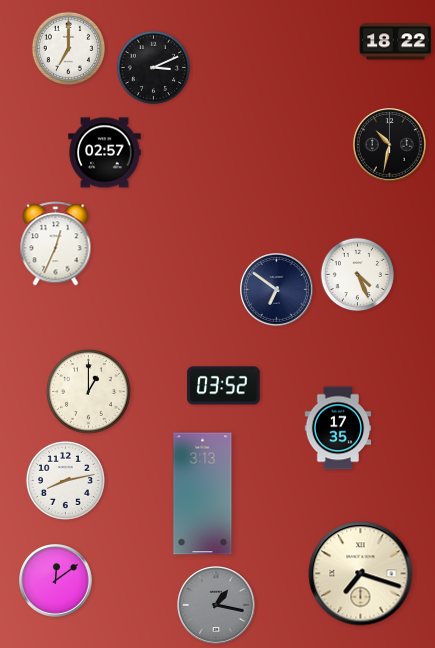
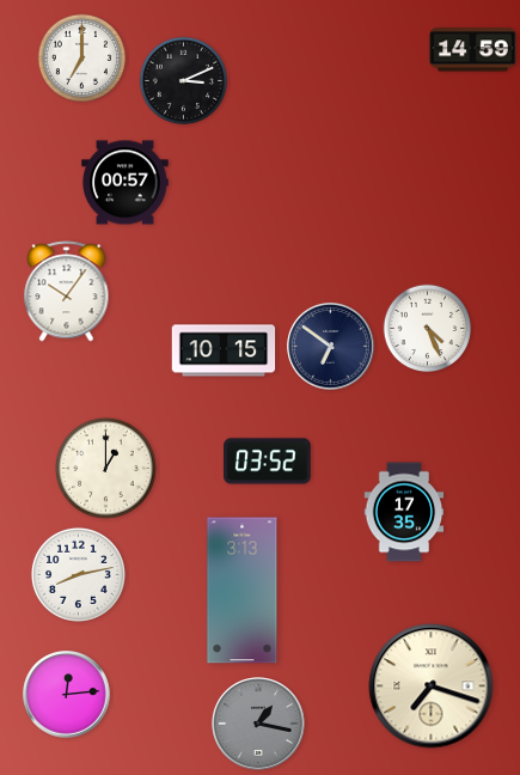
clock at (396, 42): 18:22 -> 14:59
clock at (390, 145): 10:32 -> none
clock at (105, 153): 02:57 -> 00:57
clock at (56, 244): 12:34 -> 10:06
clock at (224, 350): none -> 10:15
clock at (56, 581): 12:09 -> 12:14
